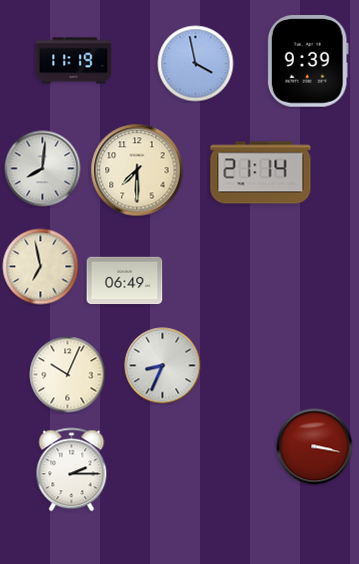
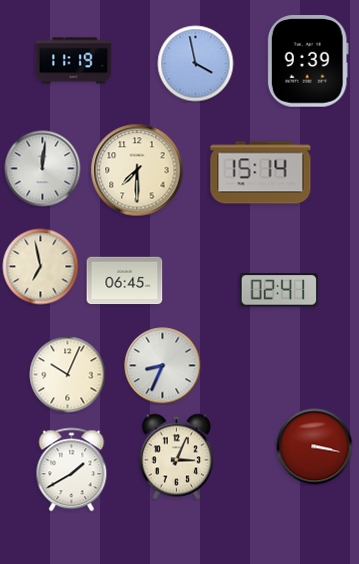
clock at (43, 169): 8:01 -> 12:01
clock at (261, 173): 21:14 -> 15:14
clock at (125, 281): 06:49 -> 06:45
clock at (279, 290): none -> 02:41
clock at (176, 457): none -> 3:04
clock at (72, 470): 2:15 -> 1:40
